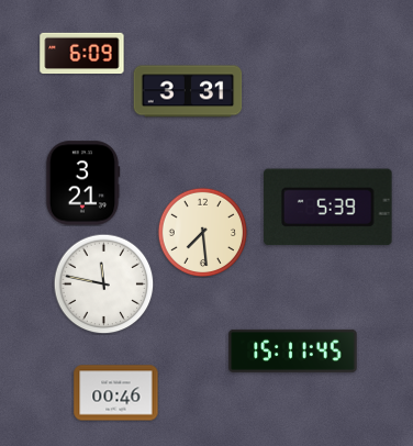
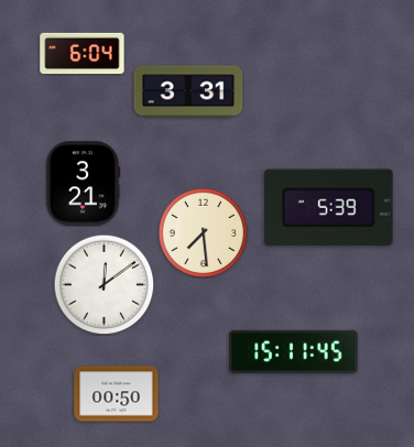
clock at (82, 54): 6:09 -> 6:04
clock at (103, 283): 11:47 -> 12:09
clock at (116, 393): 00:46 -> 00:50
